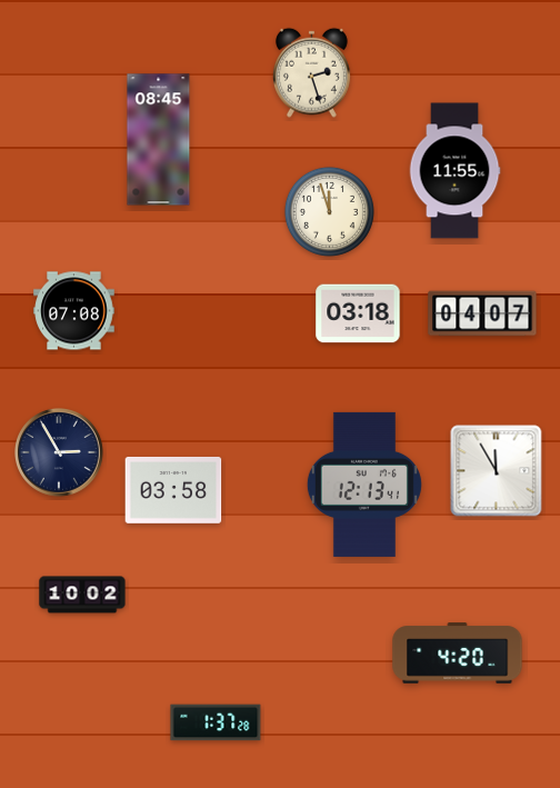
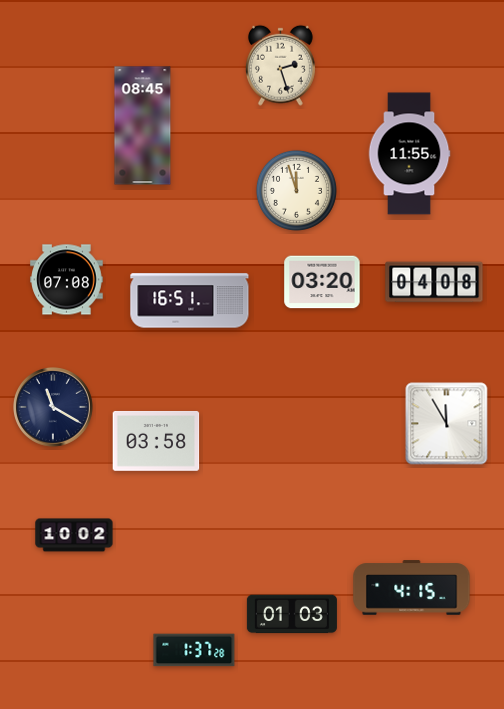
clock at (358, 313): 03:18 -> 03:20
clock at (482, 313): 04:07 -> 04:08
clock at (190, 301): none -> 16:51
clock at (60, 453): 2:55 -> 11:20
clock at (364, 485): 12:13 -> none
clock at (458, 654): 4:20 -> 4:15
clock at (292, 614): none -> 01:03
